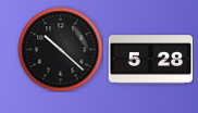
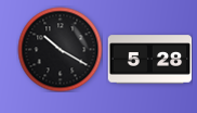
clock at (60, 49): 10:22 -> 10:20
